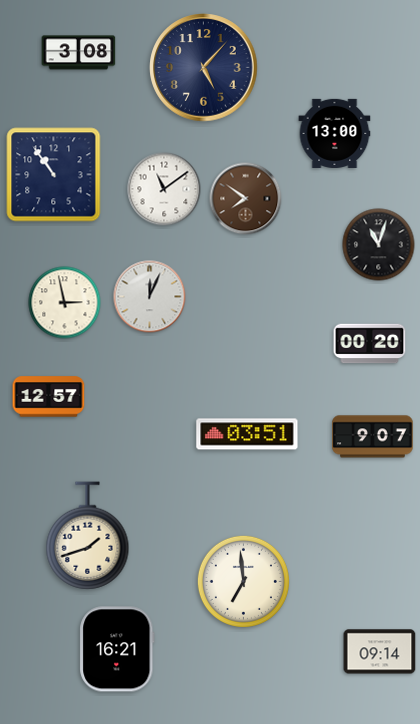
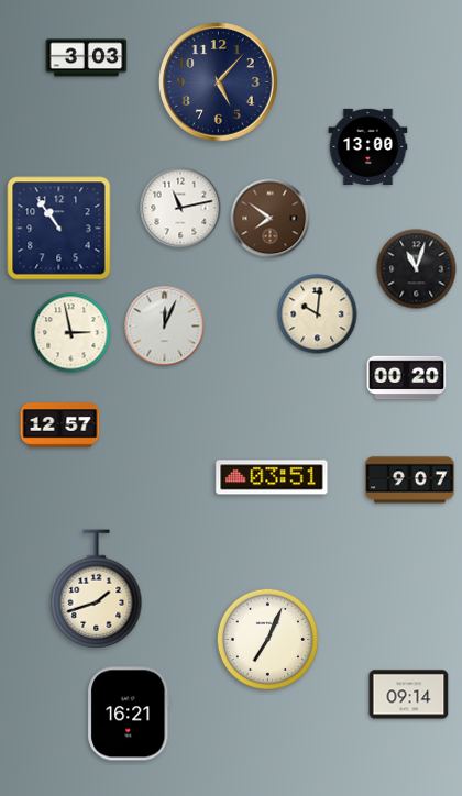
clock at (79, 53): 3:08 -> 3:03
clock at (204, 68) position: (204, 68) -> (219, 82)
clock at (54, 175) position: (54, 175) -> (59, 229)
clock at (164, 189): 11:09 -> 11:13
clock at (318, 314): none -> 10:01
clock at (49, 397) position: (49, 397) -> (61, 425)
clock at (243, 581): 6:59 -> 7:04
clock at (380, 652) position: (380, 652) -> (409, 695)
